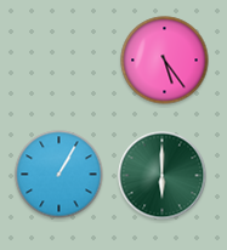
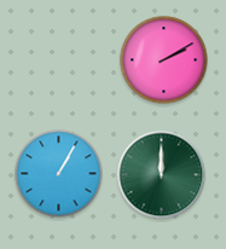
clock at (165, 61): 5:24 -> 2:10
clock at (163, 176): 6:00 -> 12:00
